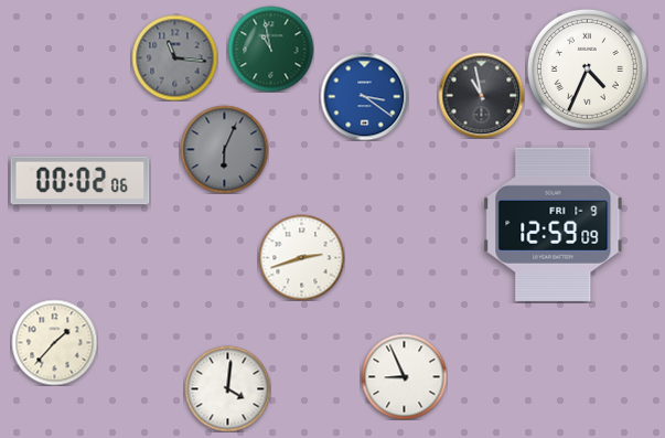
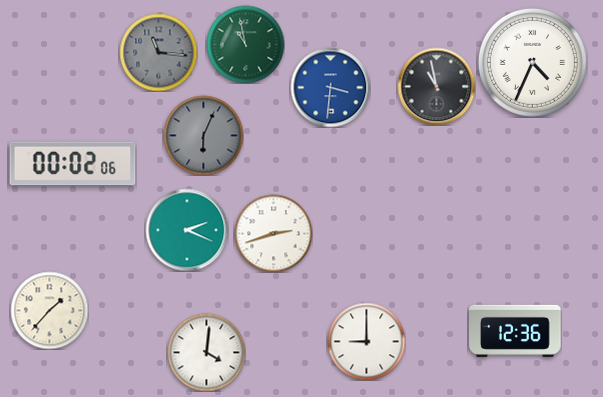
clock at (364, 96): 3:21 -> 3:31
clock at (554, 224): 12:59 -> none
clock at (187, 230): none -> 2:19
clock at (516, 331): none -> 12:36
clock at (404, 376): 8:56 -> 9:00
